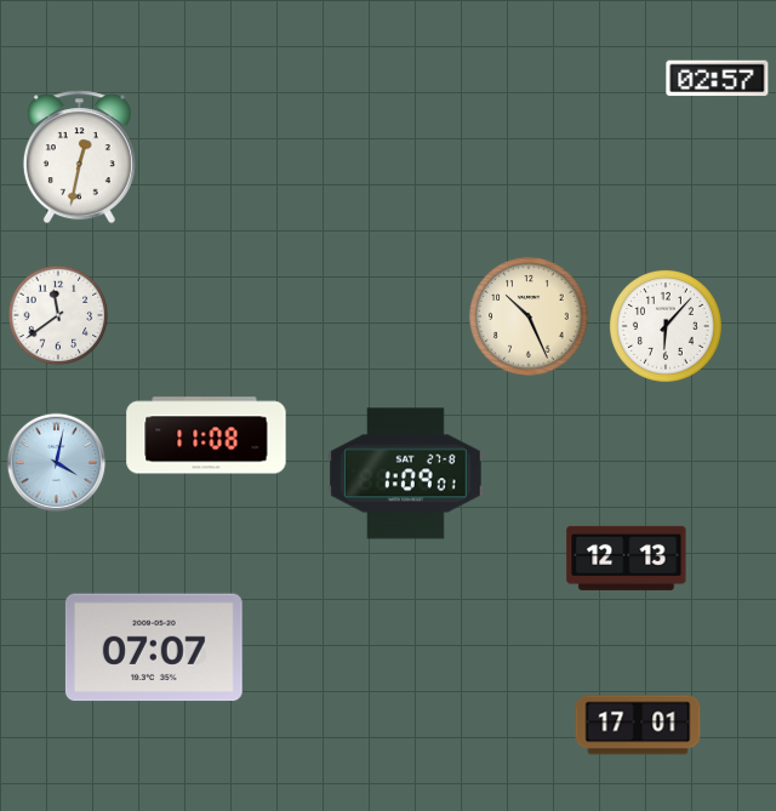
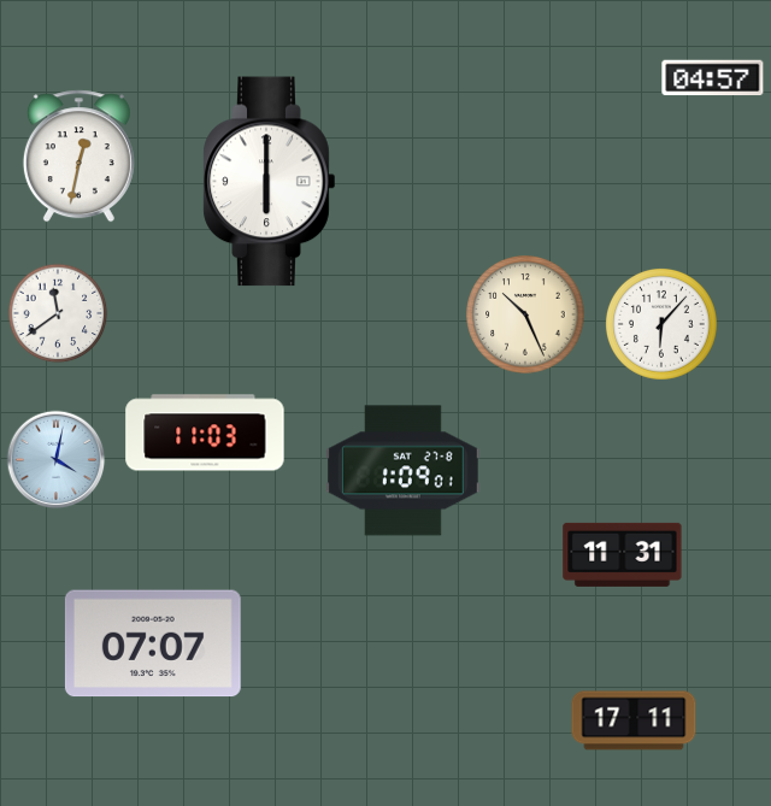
clock at (718, 79): 02:57 -> 04:57
clock at (270, 182): none -> 6:00
clock at (206, 435): 11:08 -> 11:03
clock at (627, 558): 12:13 -> 11:31
clock at (638, 725): 17:01 -> 17:11
